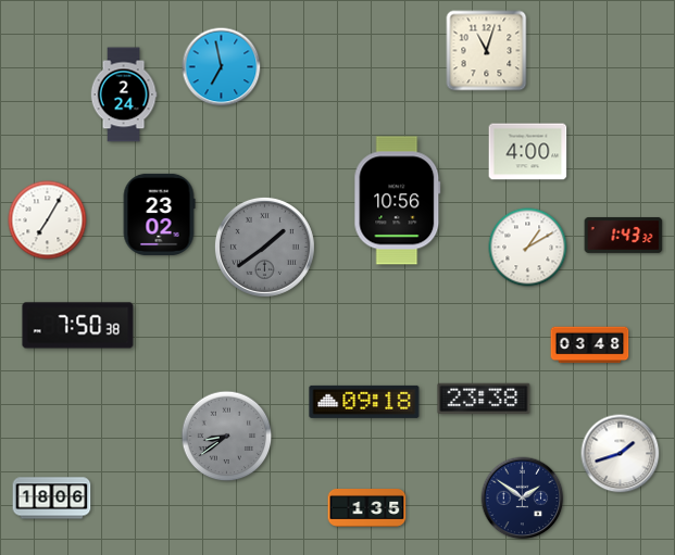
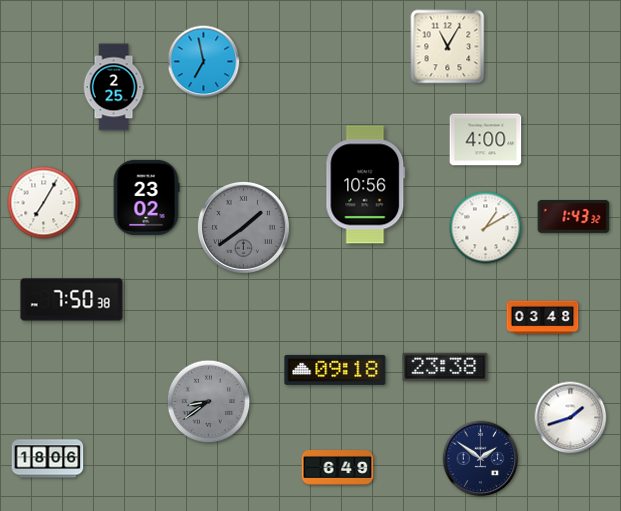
clock at (487, 51): 11:03 -> 11:05
clock at (124, 94): 2:24 -> 2:25
clock at (367, 508): 1:35 -> 6:49
